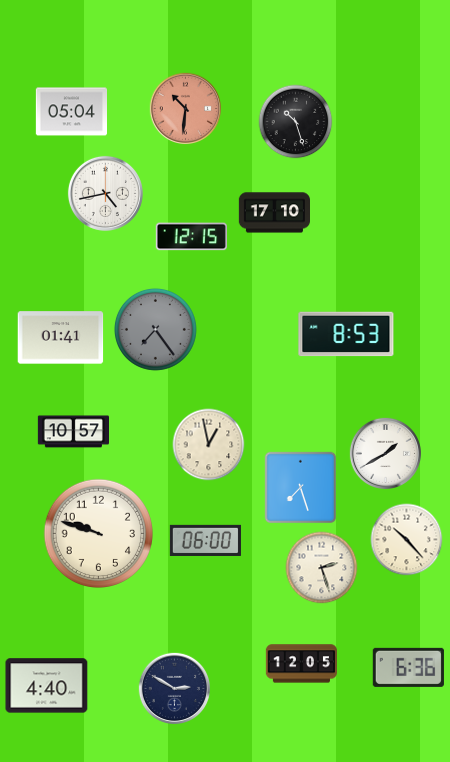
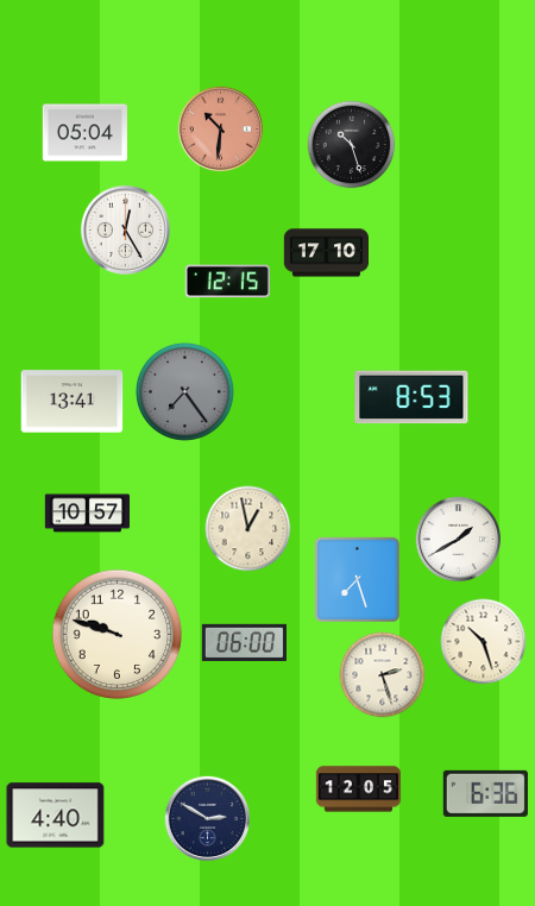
clock at (105, 193): 4:43 -> 12:25
clock at (61, 338): 01:41 -> 13:41
clock at (407, 540): 10:23 -> 10:27
